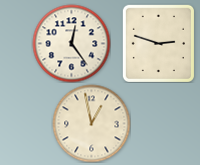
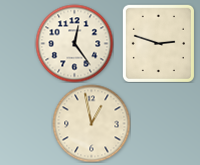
clock at (71, 43) position: (71, 43) -> (74, 43)
